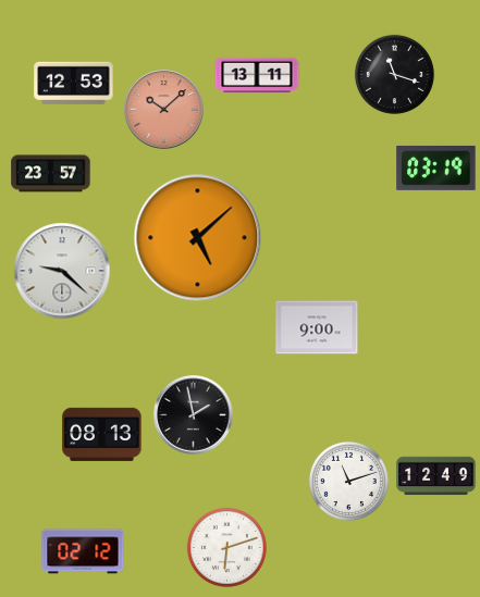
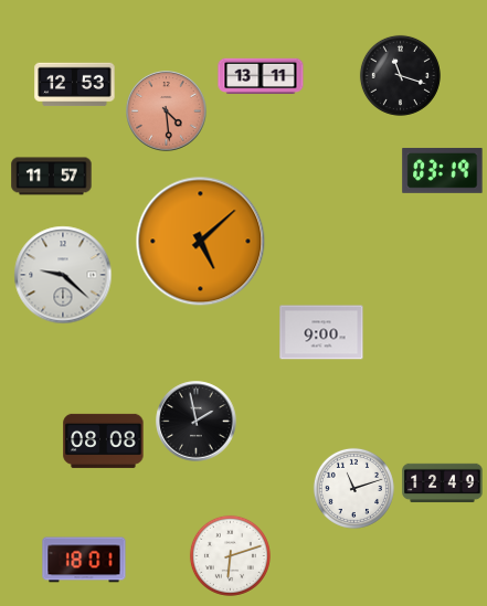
clock at (164, 110): 10:08 -> 4:29
clock at (51, 174): 23:57 -> 11:57
clock at (102, 434): 08:13 -> 08:08
clock at (83, 551): 02:12 -> 18:01
